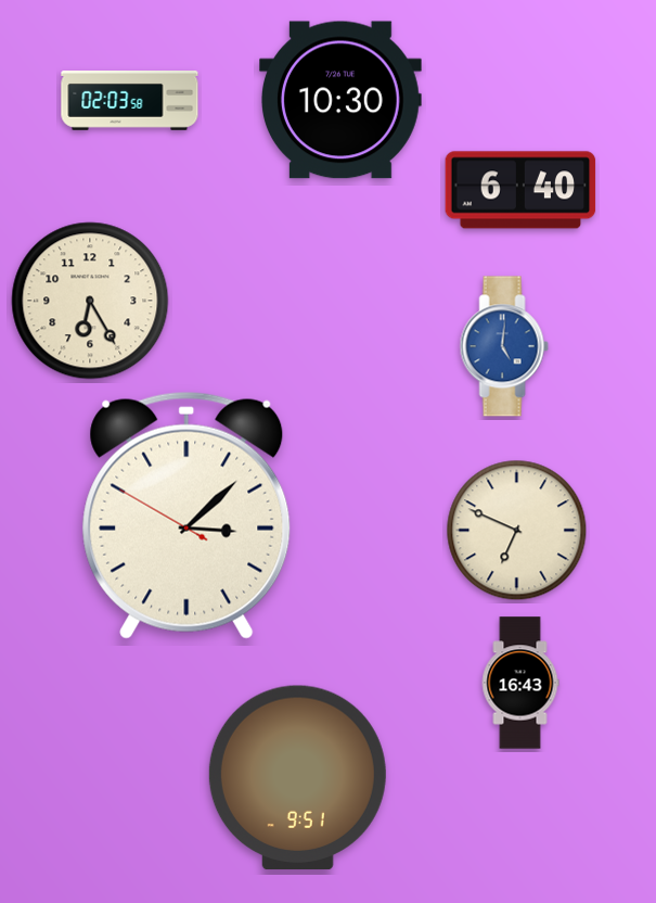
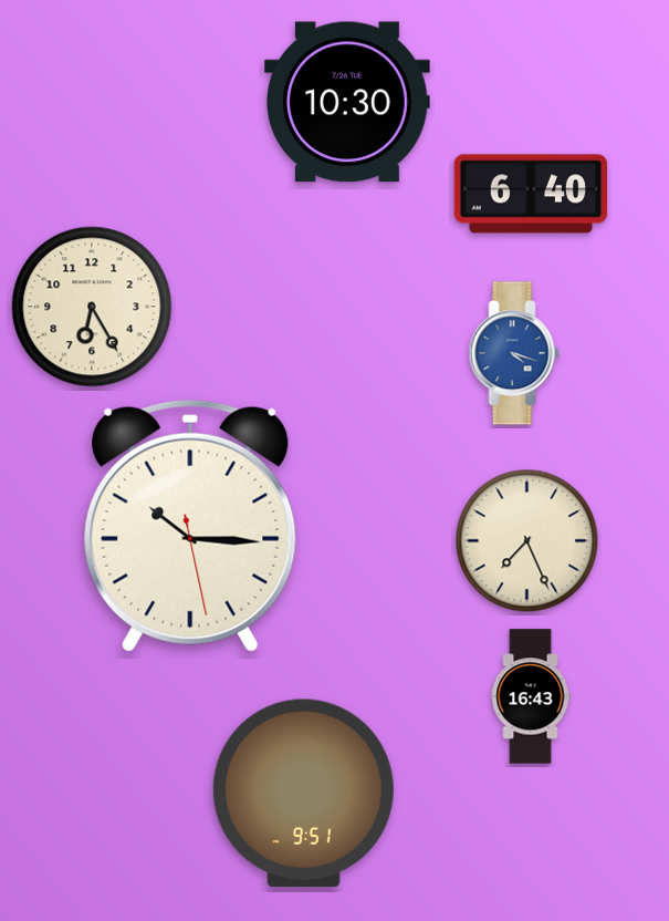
clock at (130, 101): 02:03 -> none
clock at (504, 346): 5:01 -> 4:18
clock at (186, 516): 3:07 -> 10:15
clock at (517, 531): 6:49 -> 7:26
